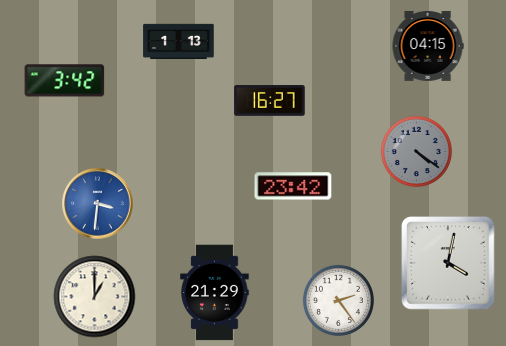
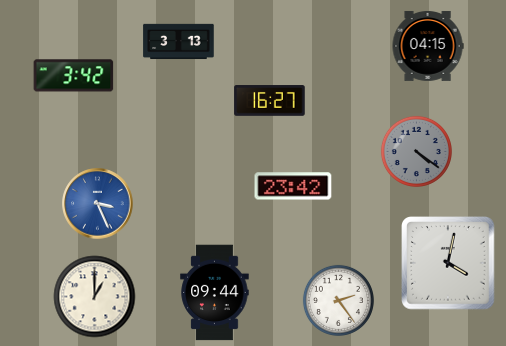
clock at (179, 42): 1:13 -> 3:13
clock at (65, 81) position: (65, 81) -> (74, 76)
clock at (98, 204): 3:31 -> 3:26
clock at (215, 293): 21:29 -> 09:44
